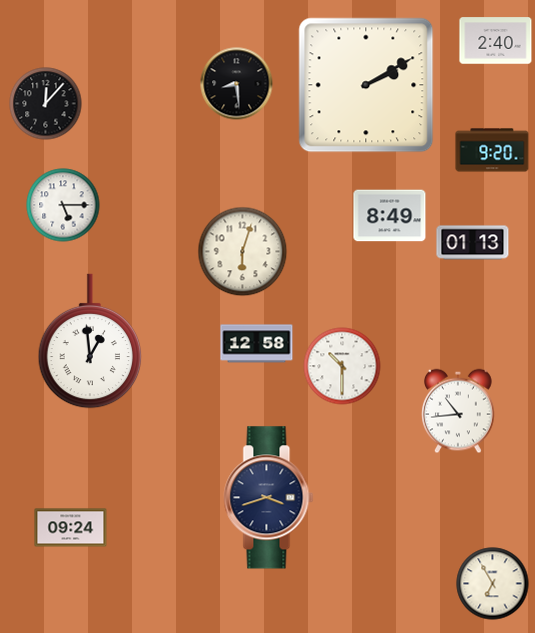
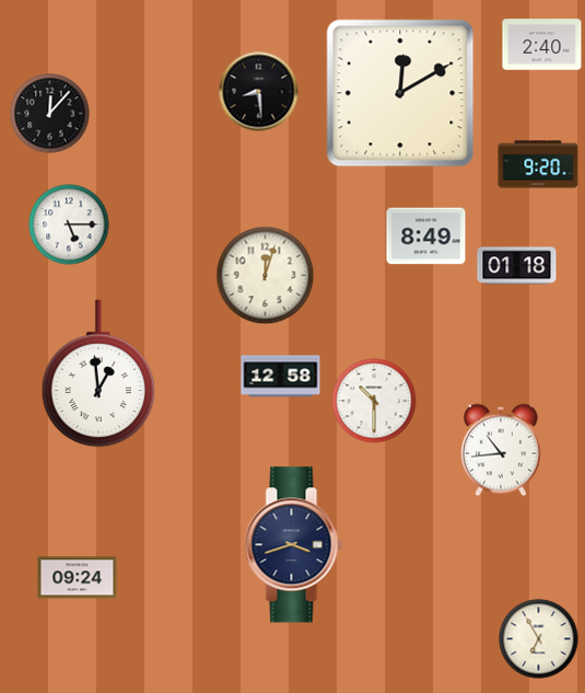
clock at (366, 85): 2:10 -> 12:10
clock at (473, 243): 01:13 -> 01:18
clock at (243, 252): 6:03 -> 12:03
